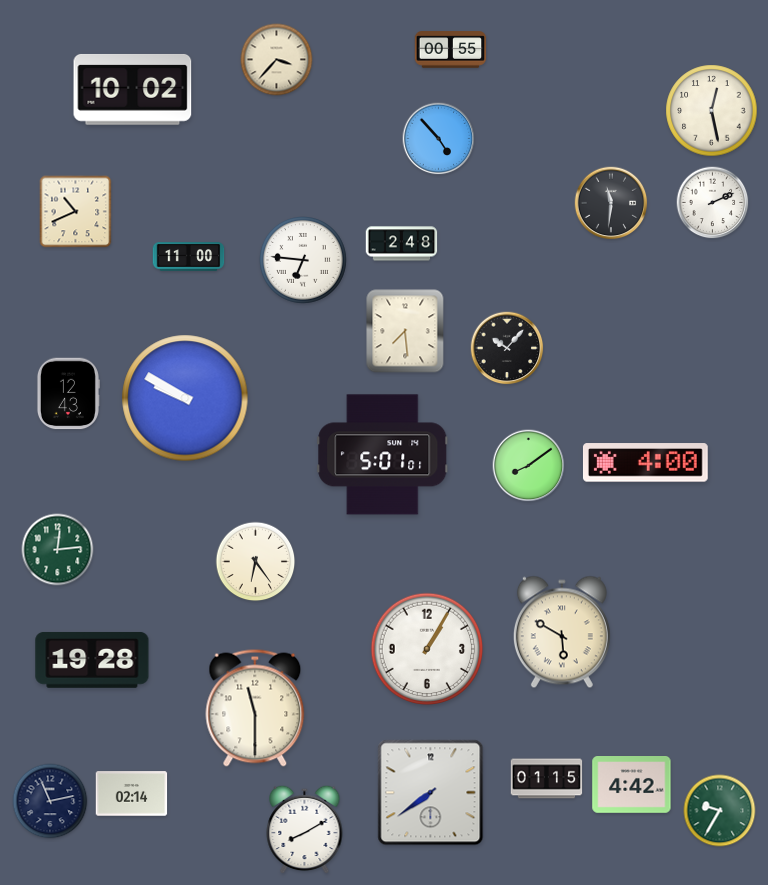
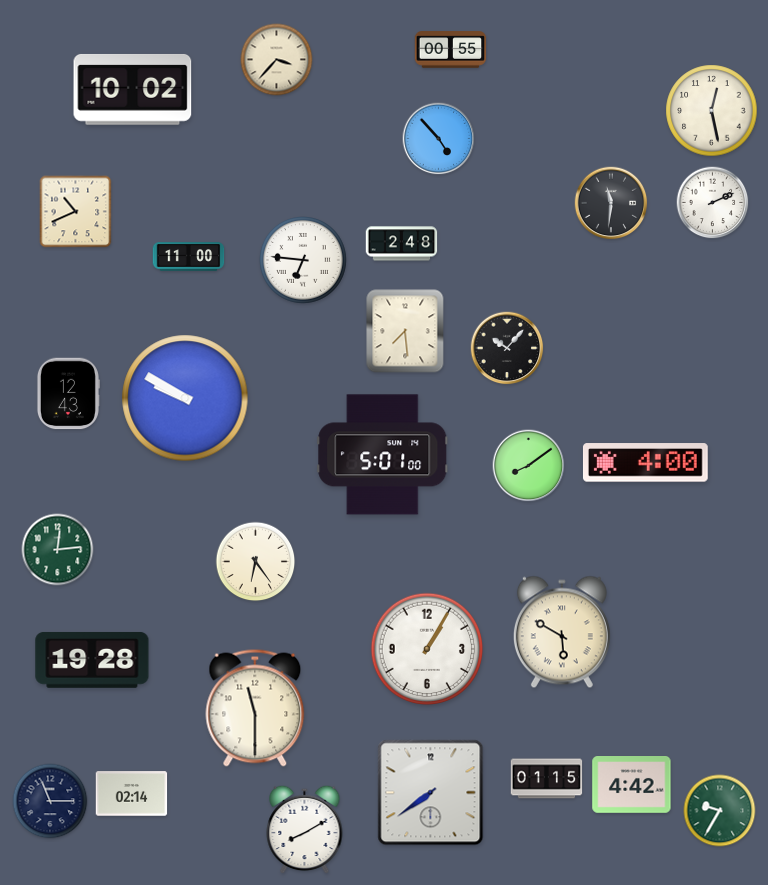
clock at (383, 455): 5:01:01 -> 5:01:00
clock at (50, 801): 11:13 -> 11:15
